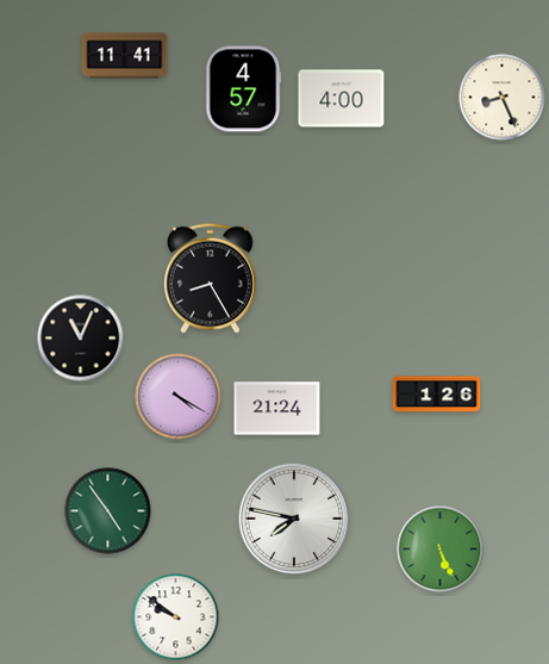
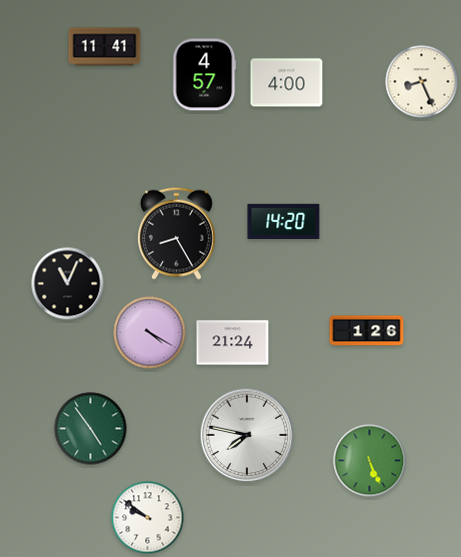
clock at (284, 221): none -> 14:20
